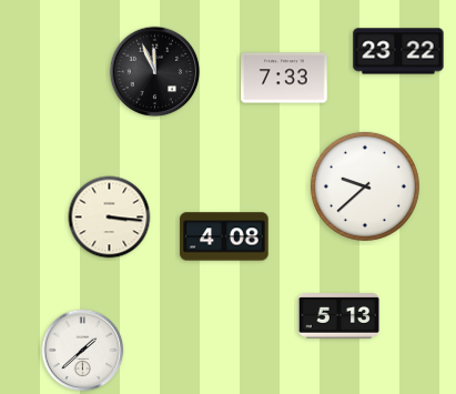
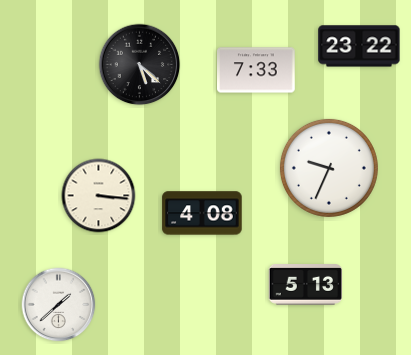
clock at (155, 72): 11:56 -> 5:22
clock at (365, 186): 9:38 -> 9:34
clock at (83, 351) position: (83, 351) -> (59, 305)
